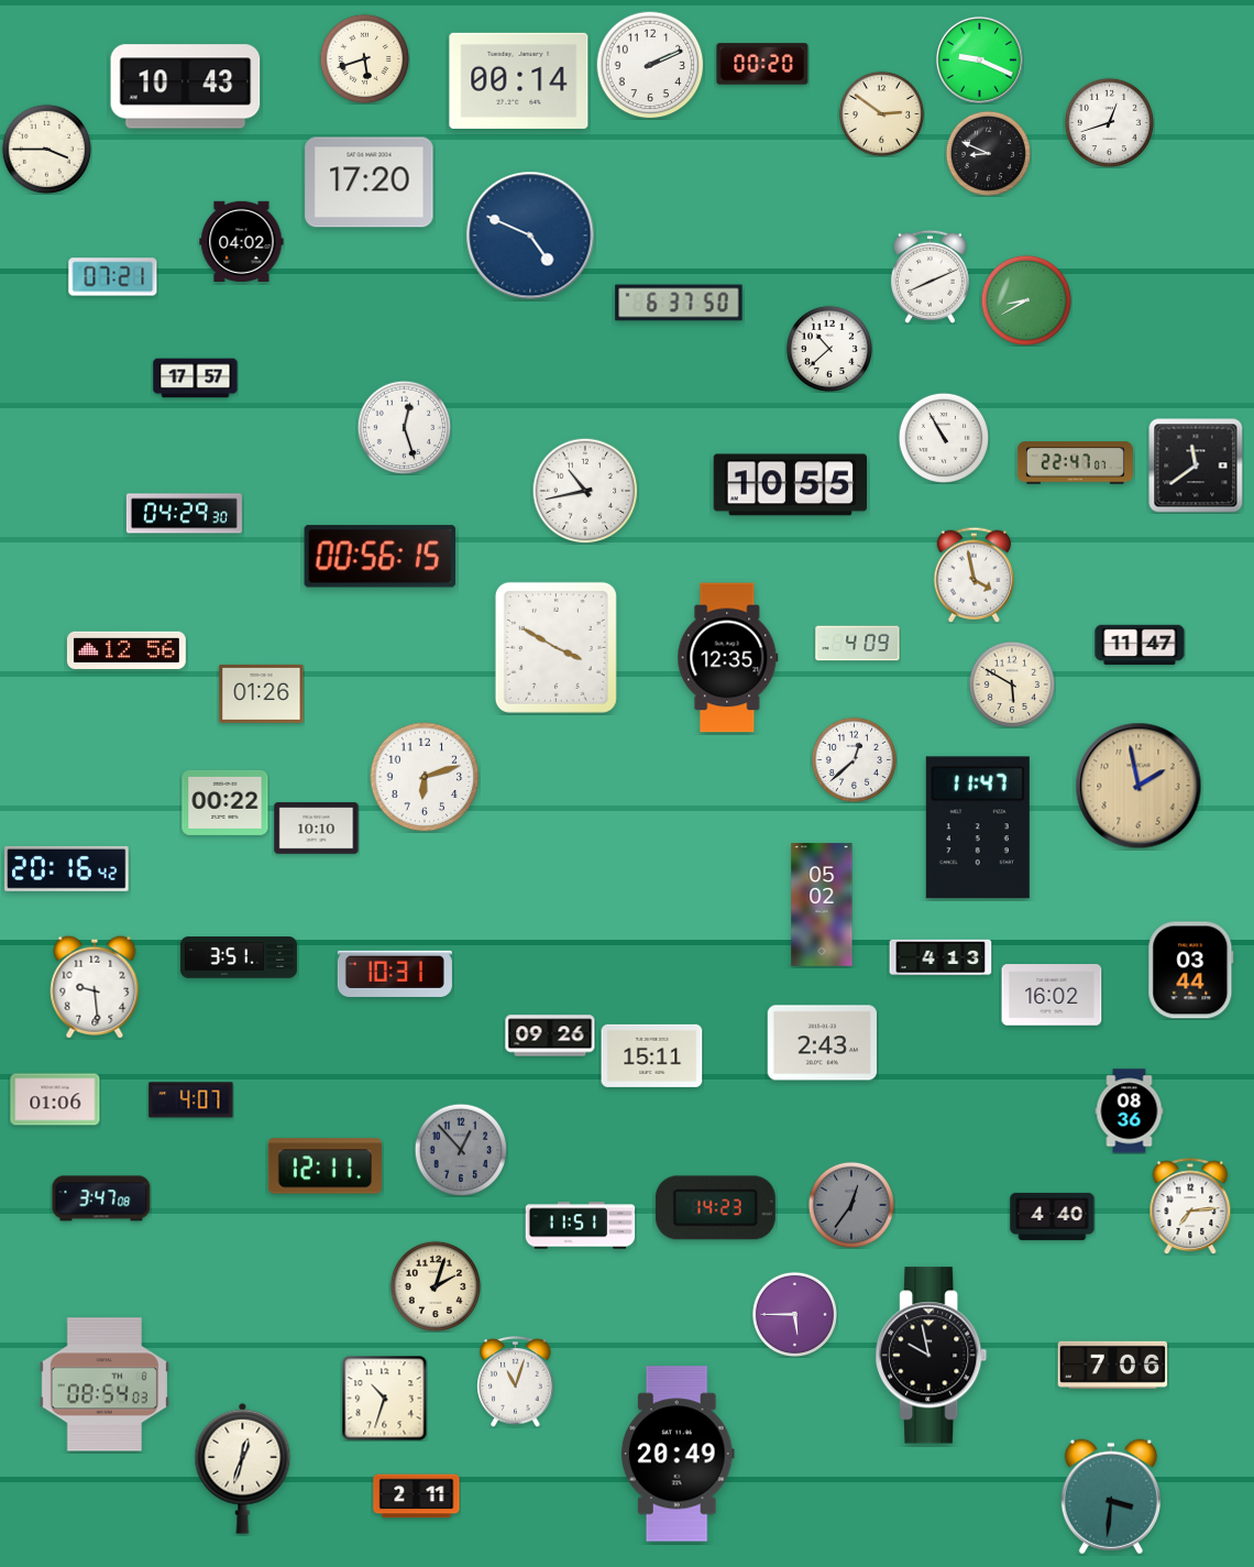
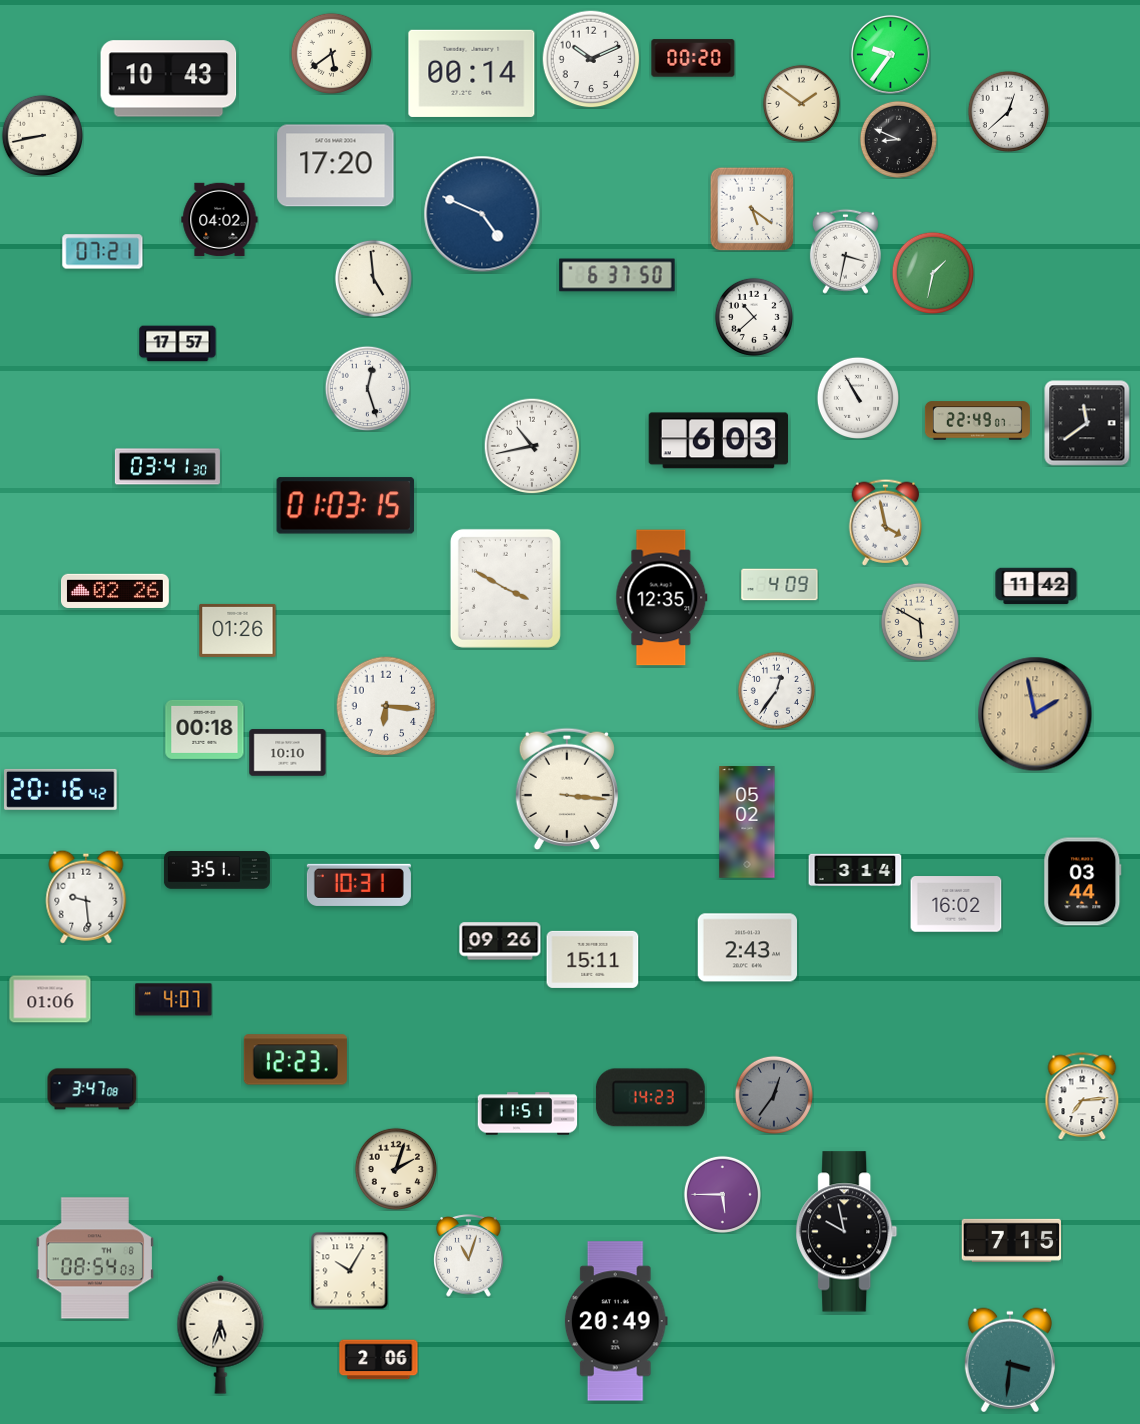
clock at (364, 58): 5:42 -> 5:39
clock at (979, 59): 9:19 -> 9:36
clock at (650, 65): 2:11 -> 10:11
clock at (881, 113): 2:51 -> 1:51
clock at (1109, 122): 12:42 -> 12:38
clock at (46, 149): 3:45 -> 8:43
clock at (752, 209): none -> 5:21
clock at (930, 276): 8:11 -> 3:32
clock at (1025, 299): 8:40 -> 1:32
clock at (373, 278): none -> 4:59
clock at (1075, 463): 22:47 -> 22:49
clock at (791, 485): 10:55 -> 6:03
clock at (184, 514): 04:29 -> 03:41
clock at (381, 557): 00:56 -> 01:03
clock at (1140, 645): 11:47 -> 11:42
clock at (127, 650): 12:56 -> 02:26
clock at (854, 759): 12:38 -> 12:36
clock at (425, 777): 6:12 -> 6:16
clock at (226, 802): 00:22 -> 00:18
clock at (978, 828): 11:47 -> none
clock at (567, 788): none -> 3:16
clock at (941, 957): 4:13 -> 3:14
clock at (1130, 1111): 08:36 -> none
clock at (460, 1149): 12:53 -> none
clock at (324, 1166): 12:11 -> 12:23
clock at (1053, 1216): 4:40 -> none
clock at (1113, 1365): 7:06 -> 7:15
clock at (384, 1398): 10:33 -> 10:05
clock at (243, 1468): 12:33 -> 5:33
clock at (417, 1497): 2:11 -> 2:06
